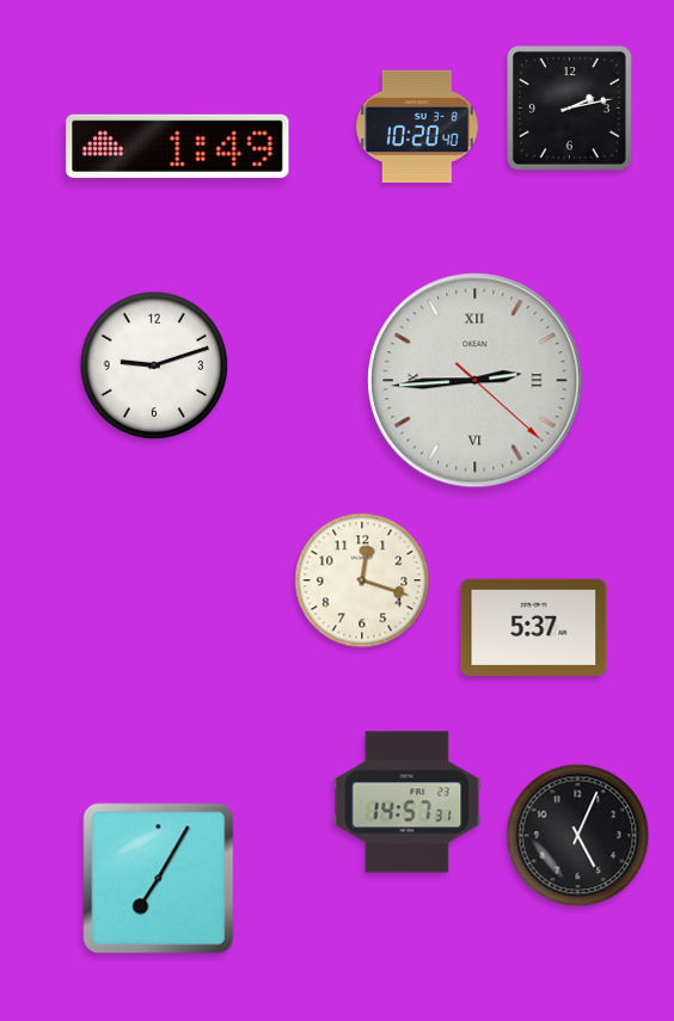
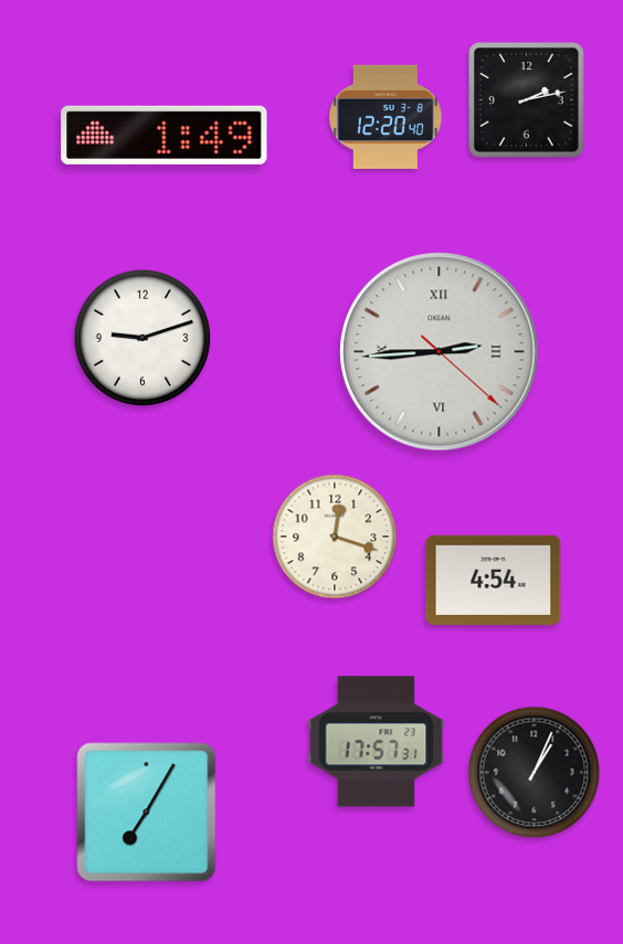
clock at (418, 127): 10:20 -> 12:20
clock at (534, 627): 5:37 -> 4:54
clock at (408, 802): 14:57 -> 17:57
clock at (578, 836): 5:04 -> 1:04
